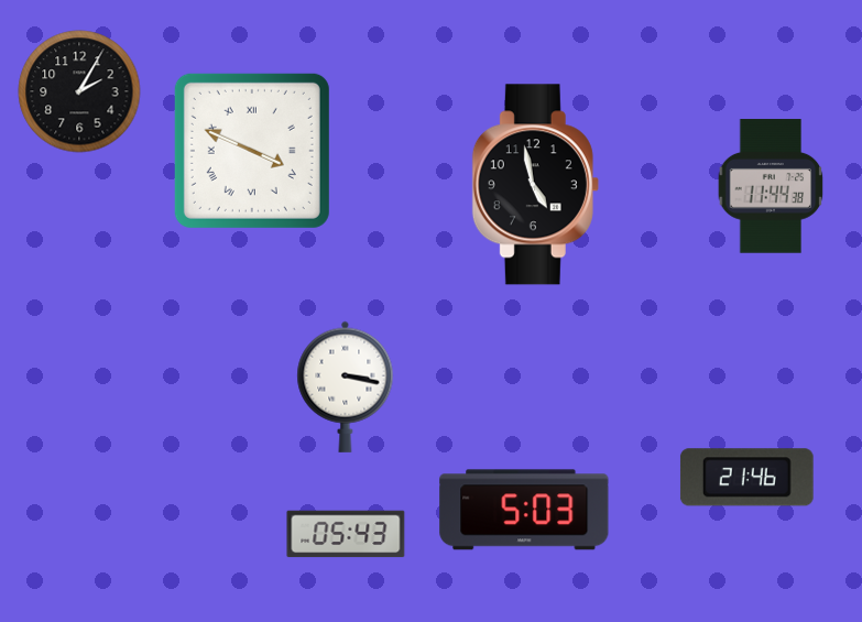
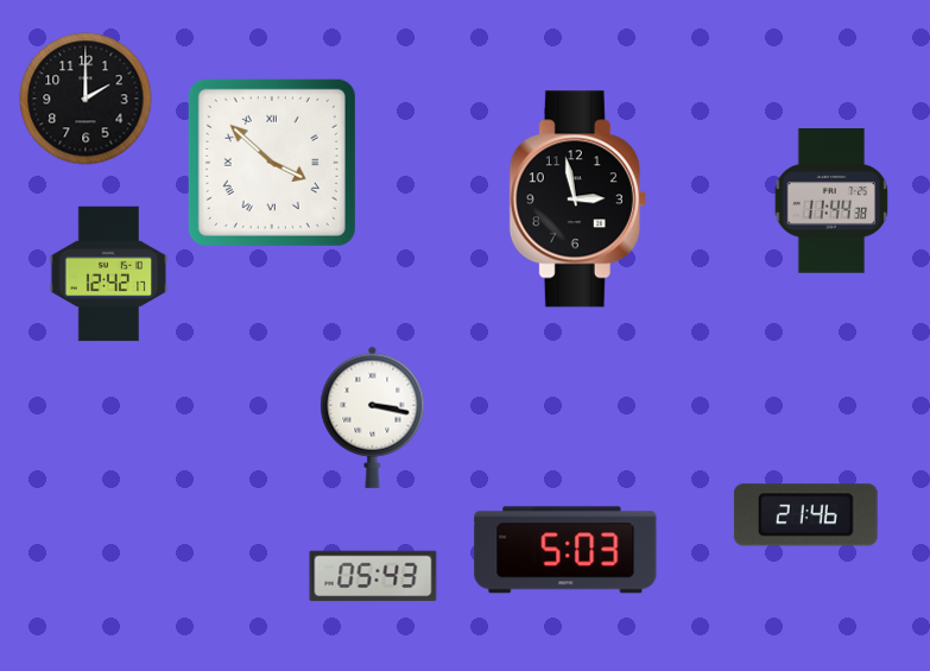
clock at (79, 91): 2:05 -> 2:00
clock at (252, 151): 3:49 -> 3:52
clock at (535, 185): 4:58 -> 2:58
clock at (109, 274): none -> 12:42
